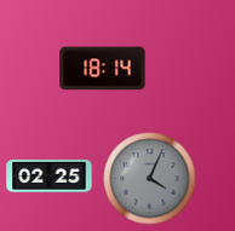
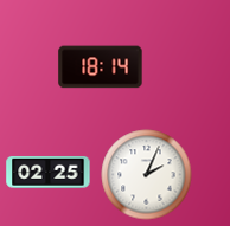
clock at (150, 179): 4:04 -> 2:04
clock at (150, 179) dial: grey -> white
